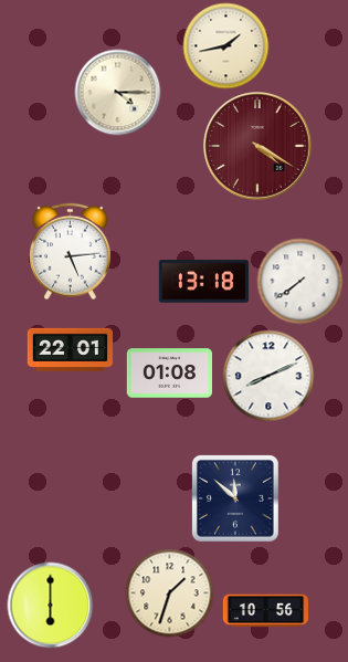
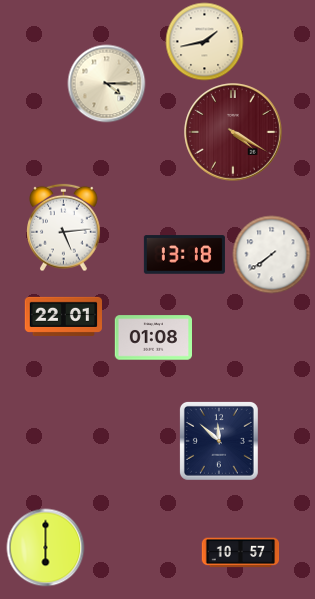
clock at (268, 376): 8:11 -> none
clock at (235, 498) position: (235, 498) -> (219, 441)
clock at (169, 592): 1:33 -> none
clock at (265, 611): 10:56 -> 10:57
